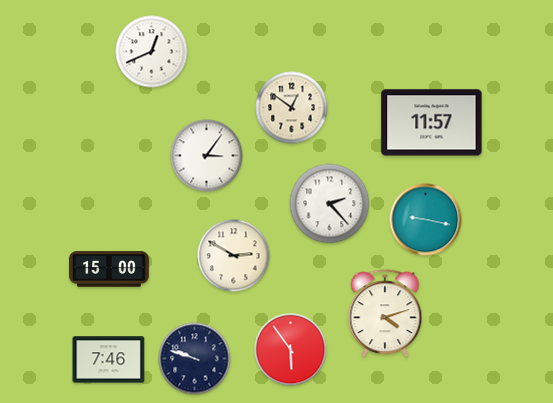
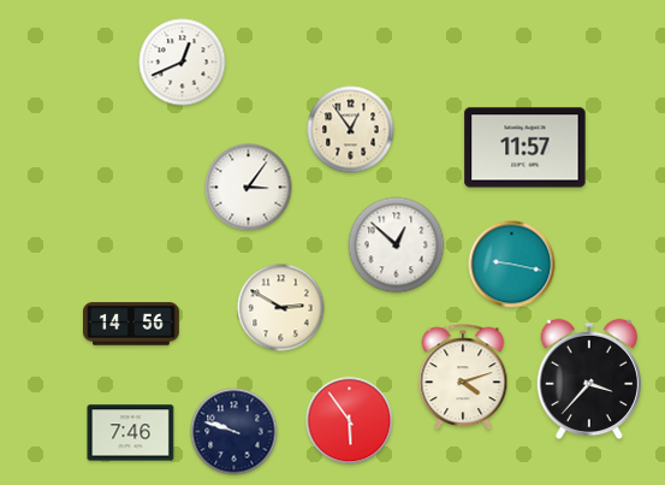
clock at (292, 108): 12:51 -> 12:54
clock at (432, 123) position: (432, 123) -> (526, 148)
clock at (330, 204): 2:23 -> 12:52
clock at (109, 269): 15:00 -> 14:56
clock at (588, 379): none -> 3:37
